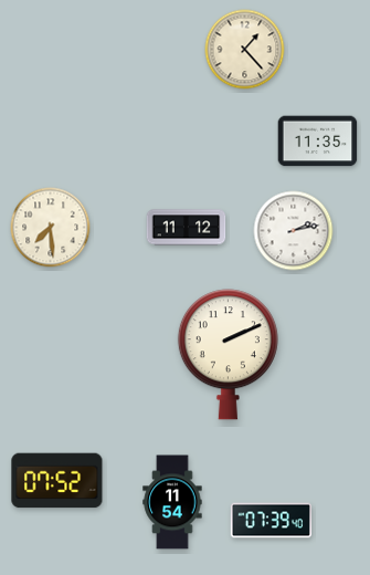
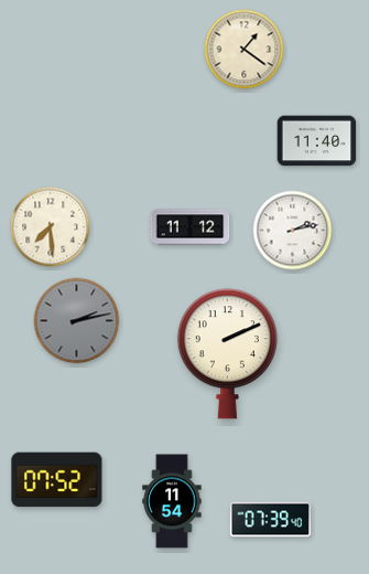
clock at (245, 50): 1:23 -> 1:21
clock at (318, 142): 11:35 -> 11:40
clock at (187, 228) position: (187, 228) -> (191, 227)
clock at (77, 321): none -> 2:13
